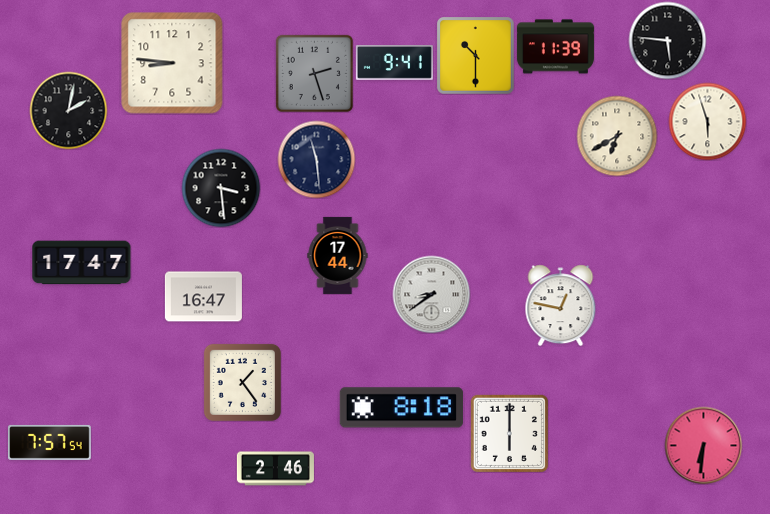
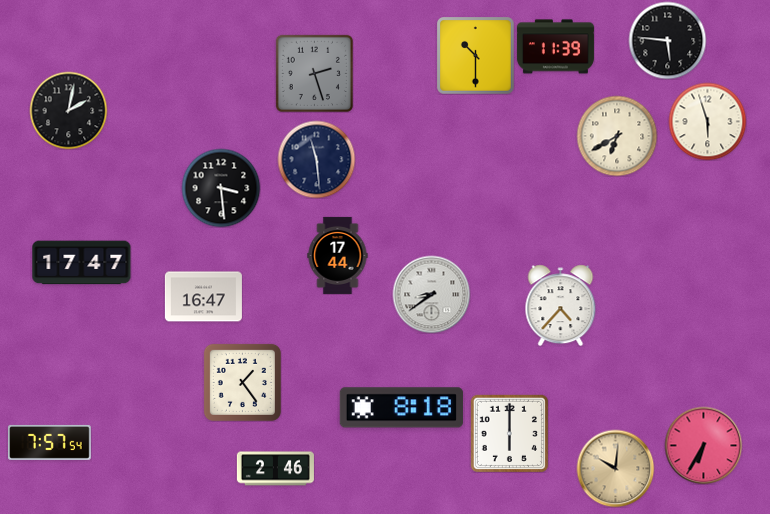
clock at (172, 63): 8:46 -> none
clock at (394, 63): 9:41 -> none
clock at (561, 305): 12:47 -> 4:37
clock at (703, 445): 6:31 -> 6:35
clock at (615, 468): none -> 10:01
